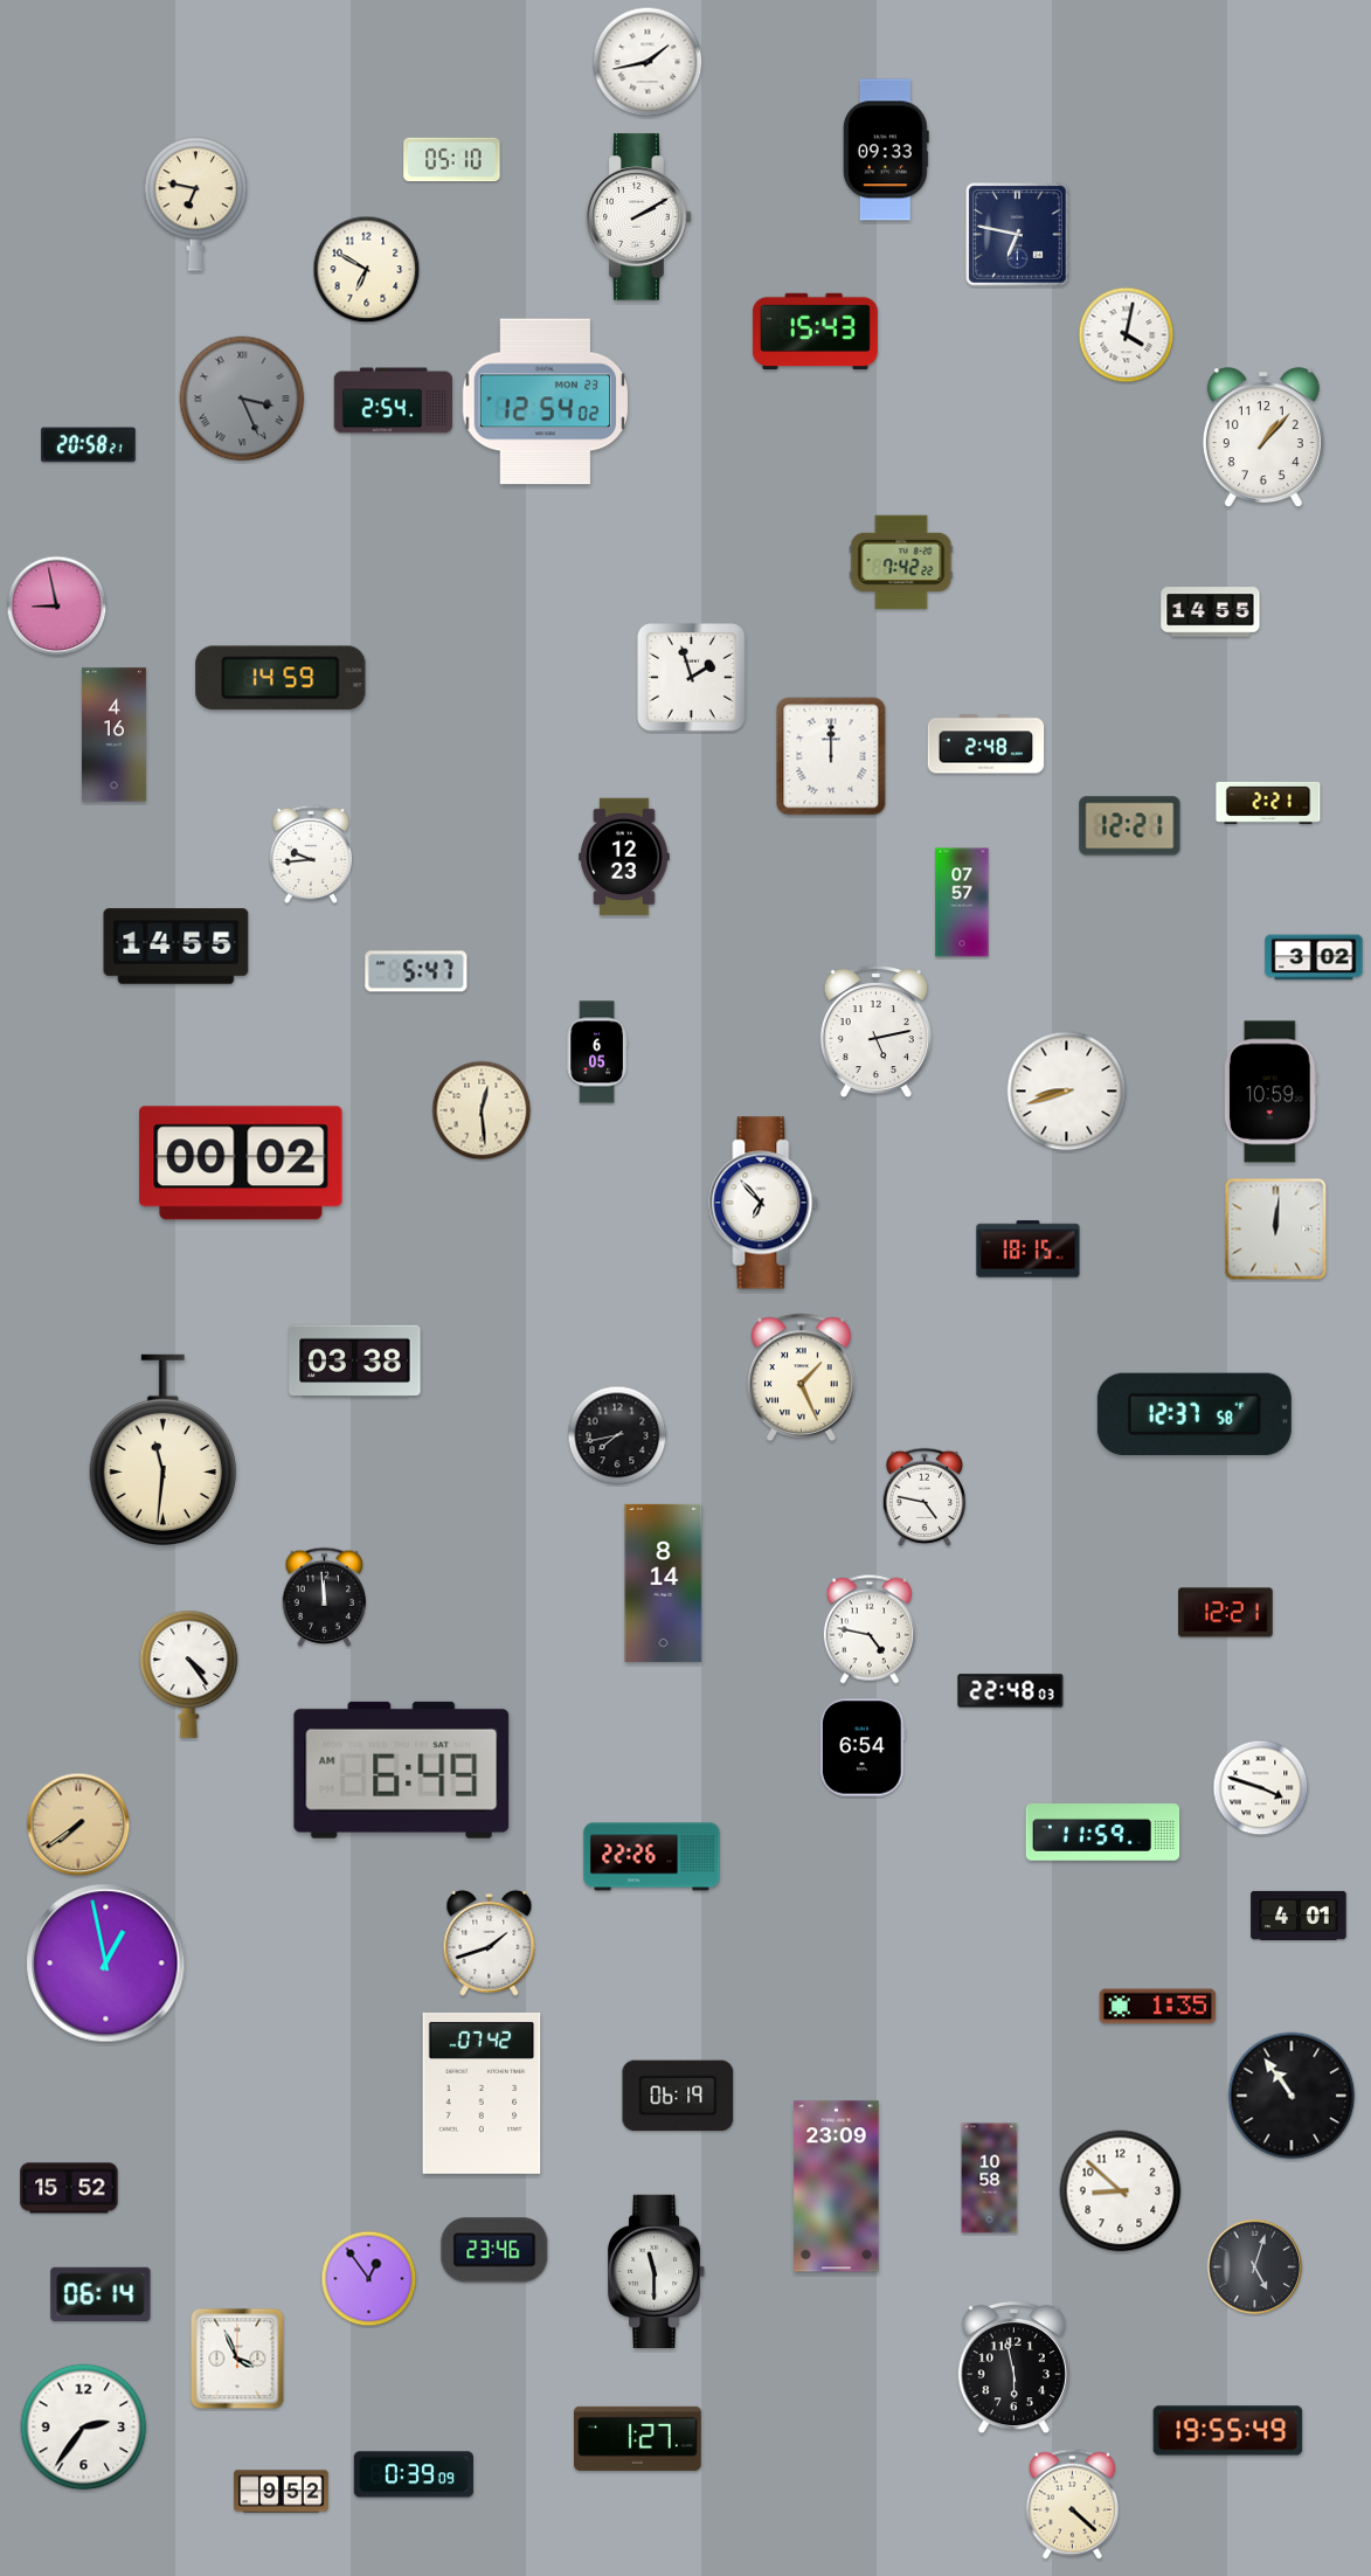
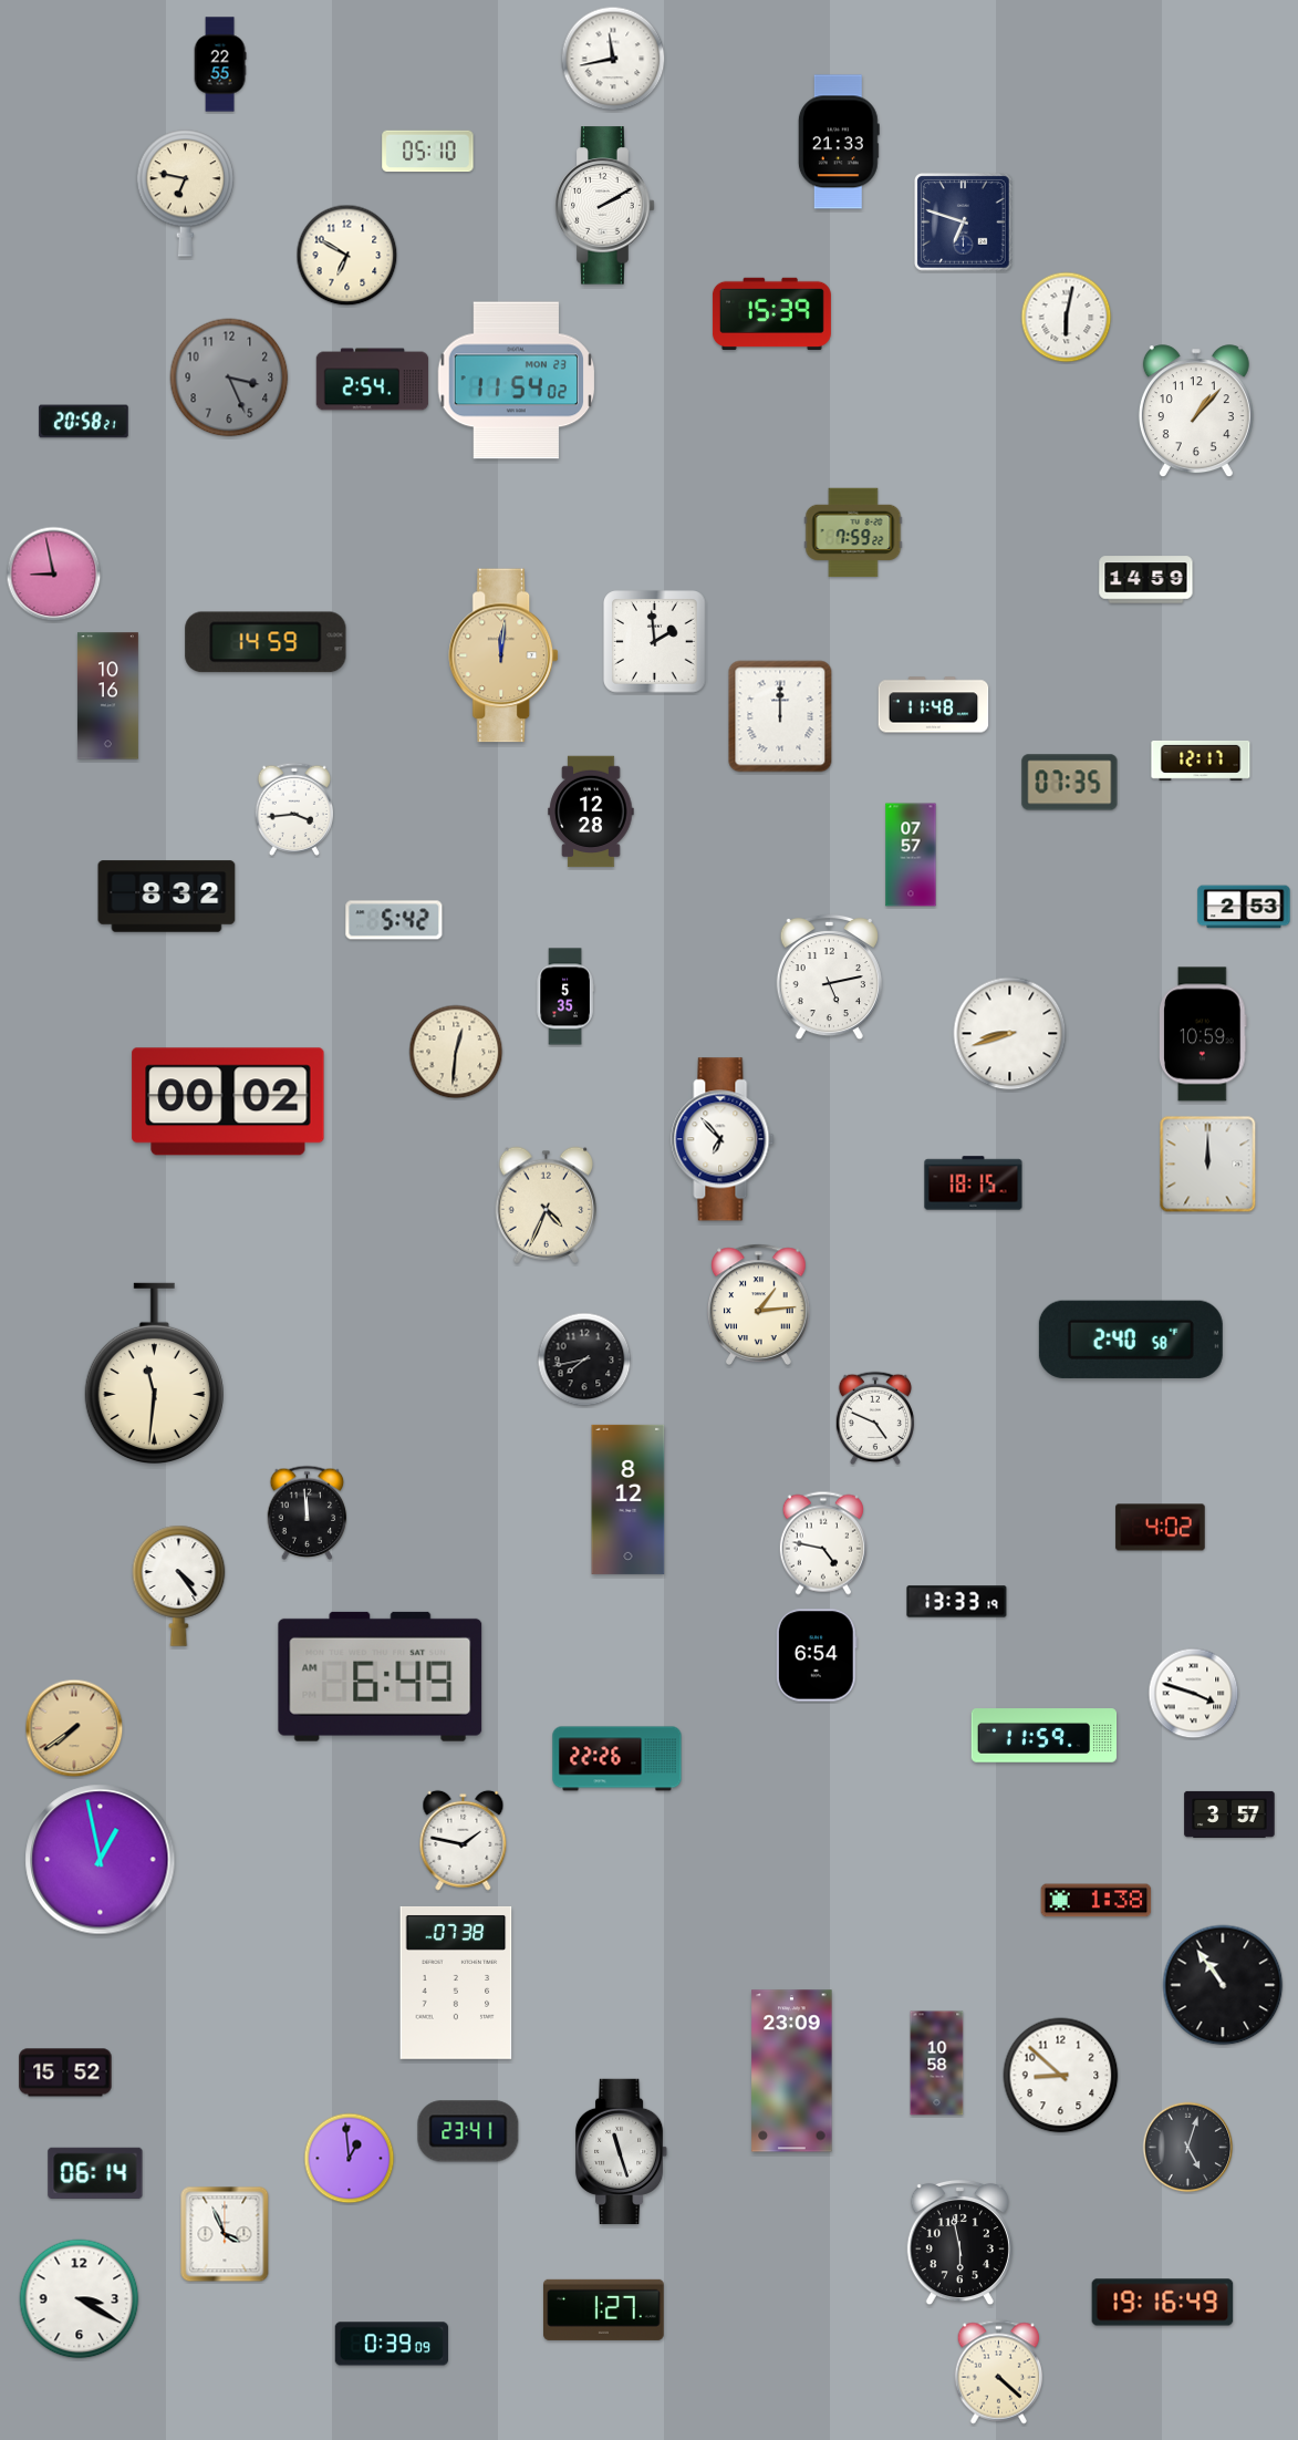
clock at (648, 62): 1:43 -> 11:43
clock at (220, 64): none -> 22:55
clock at (886, 150): 09:33 -> 21:33
clock at (1018, 235): 6:47 -> 6:48
clock at (815, 331): 15:43 -> 15:39
clock at (1127, 335): 4:02 -> 6:02
clock at (242, 399) numerals: Roman -> Arabic
clock at (546, 402): 12:54 -> 11:54
clock at (1263, 438) position: (1263, 438) -> (1196, 412)
clock at (901, 562): 7:42 -> 7:59
clock at (1211, 612): 14:55 -> 14:59
clock at (692, 678): 1:57 -> 1:59
clock at (505, 655): none -> 12:01
clock at (113, 735): 4:16 -> 10:16
clock at (986, 745): 2:48 -> 11:48
clock at (831, 756) position: (831, 756) -> (780, 716)
clock at (1268, 803): 2:21 -> 12:17
clock at (1130, 826): 12:21 -> 07:35
clock at (310, 854): 9:44 -> 3:44
clock at (624, 857): 12:23 -> 12:28
clock at (176, 947): 14:55 -> 8:32
clock at (1314, 957): 3:02 -> 2:53
clock at (416, 971): 5:47 -> 5:42
clock at (597, 1052): 6:05 -> 5:35
clock at (482, 1110): 12:29 -> 12:31
clock at (1276, 1230): 12:01 -> 12:00
clock at (547, 1205): none -> 4:34
clock at (355, 1362): 03:38 -> none
clock at (802, 1377): 1:26 -> 1:14
clock at (1195, 1414): 12:37 -> 2:40
clock at (923, 1497): 4:47 -> 4:49
clock at (664, 1583): 8:14 -> 8:12
clock at (1226, 1613): 12:21 -> 4:02
clock at (1011, 1691): 22:48 -> 13:33
clock at (1299, 1916): 4:01 -> 3:57
clock at (490, 1943): 1:42 -> 1:47
clock at (1158, 2007): 1:35 -> 1:38
clock at (482, 2093): 07:42 -> 07:38
clock at (678, 2096): 06:19 -> none
clock at (494, 2250): 23:46 -> 23:41
clock at (658, 2271): 11:30 -> 11:27
clock at (369, 2279): 12:54 -> 12:59
clock at (84, 2428): 2:36 -> 3:20
clock at (1228, 2431): 19:55 -> 19:16
clock at (282, 2492): 9:52 -> none
clock at (1073, 2505) position: (1073, 2505) -> (999, 2372)
